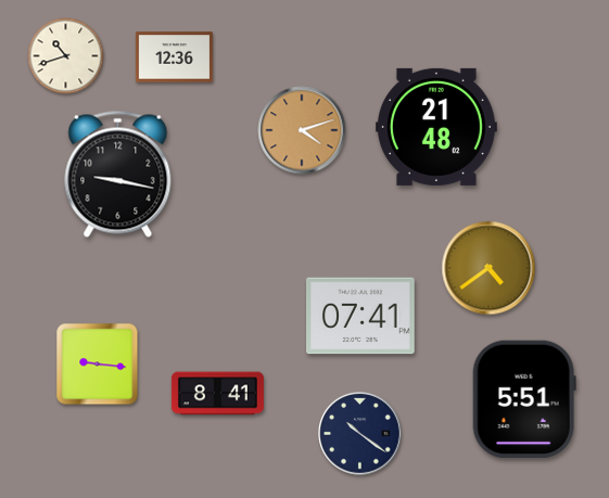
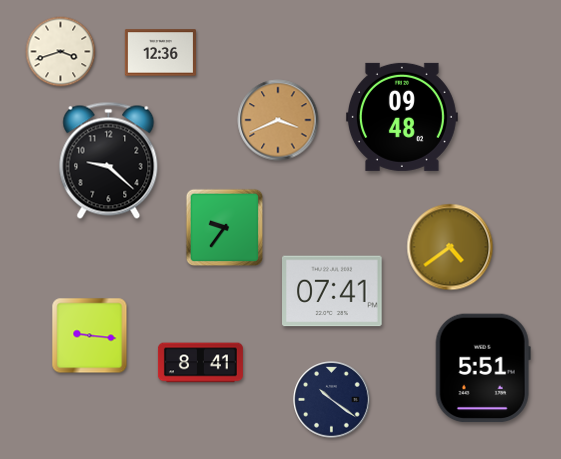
clock at (66, 56): 10:42 -> 3:42
clock at (436, 127): 21:48 -> 09:48
clock at (302, 130): 4:12 -> 3:41
clock at (118, 174): 9:17 -> 9:22
clock at (225, 228): none -> 9:36
